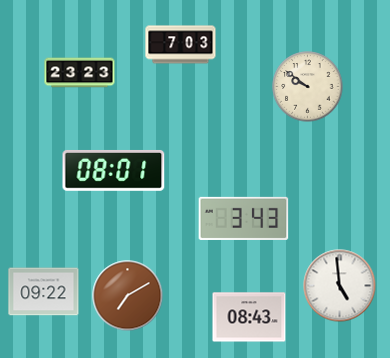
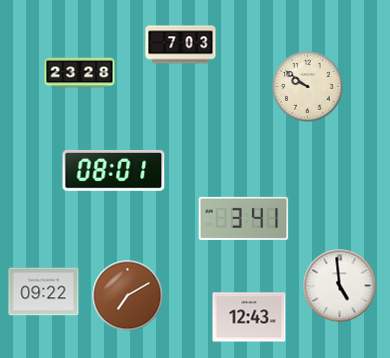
clock at (80, 73): 23:23 -> 23:28
clock at (244, 218): 3:43 -> 3:41
clock at (249, 317): 08:43 -> 12:43
